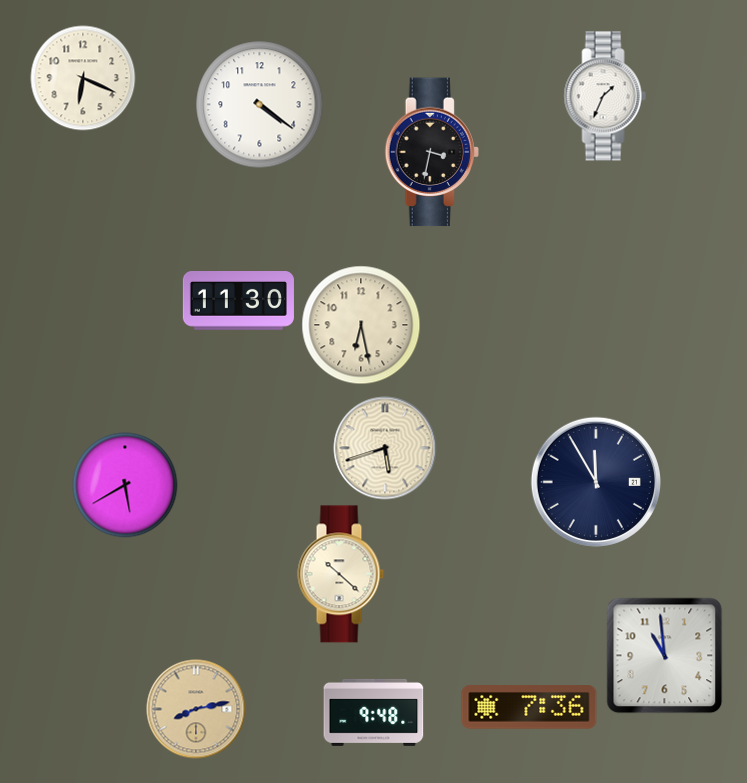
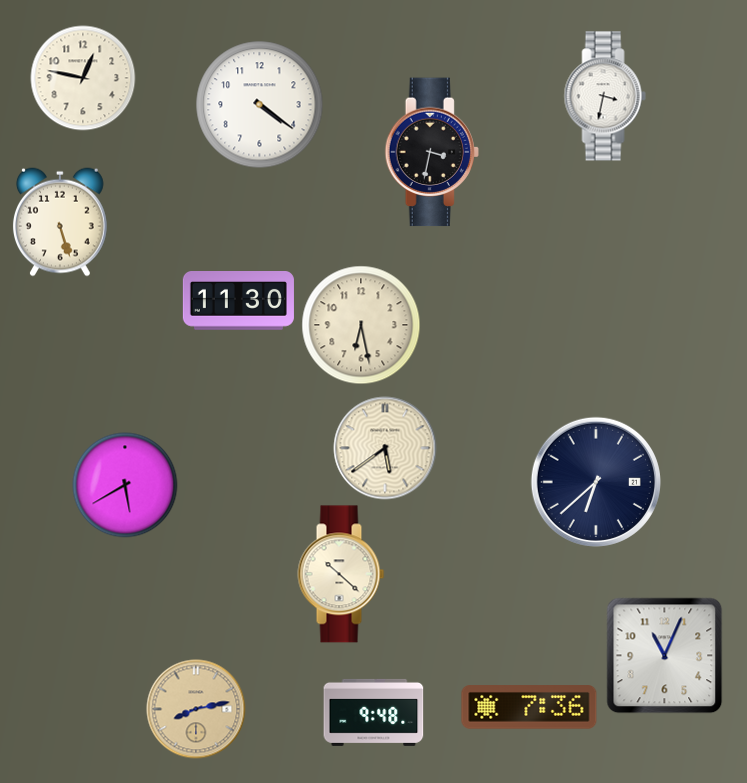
clock at (83, 78): 6:19 -> 12:47
clock at (605, 96): 1:34 -> 3:32
clock at (60, 222): none -> 5:27
clock at (385, 448): 5:42 -> 5:39
clock at (596, 482): 11:55 -> 6:38
clock at (665, 656): 10:59 -> 11:04
